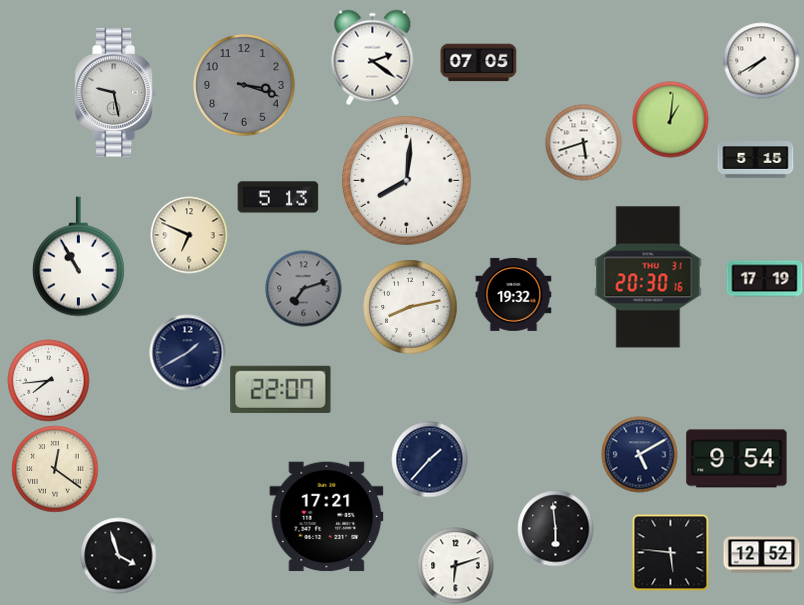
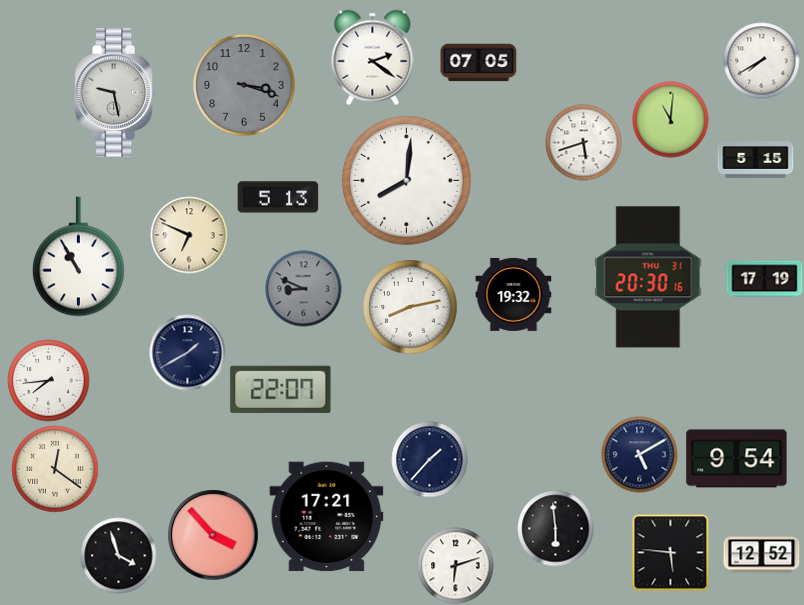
clock at (671, 120): 1:01 -> 11:01
clock at (304, 289): 7:12 -> 8:49
clock at (213, 535): none -> 3:53
